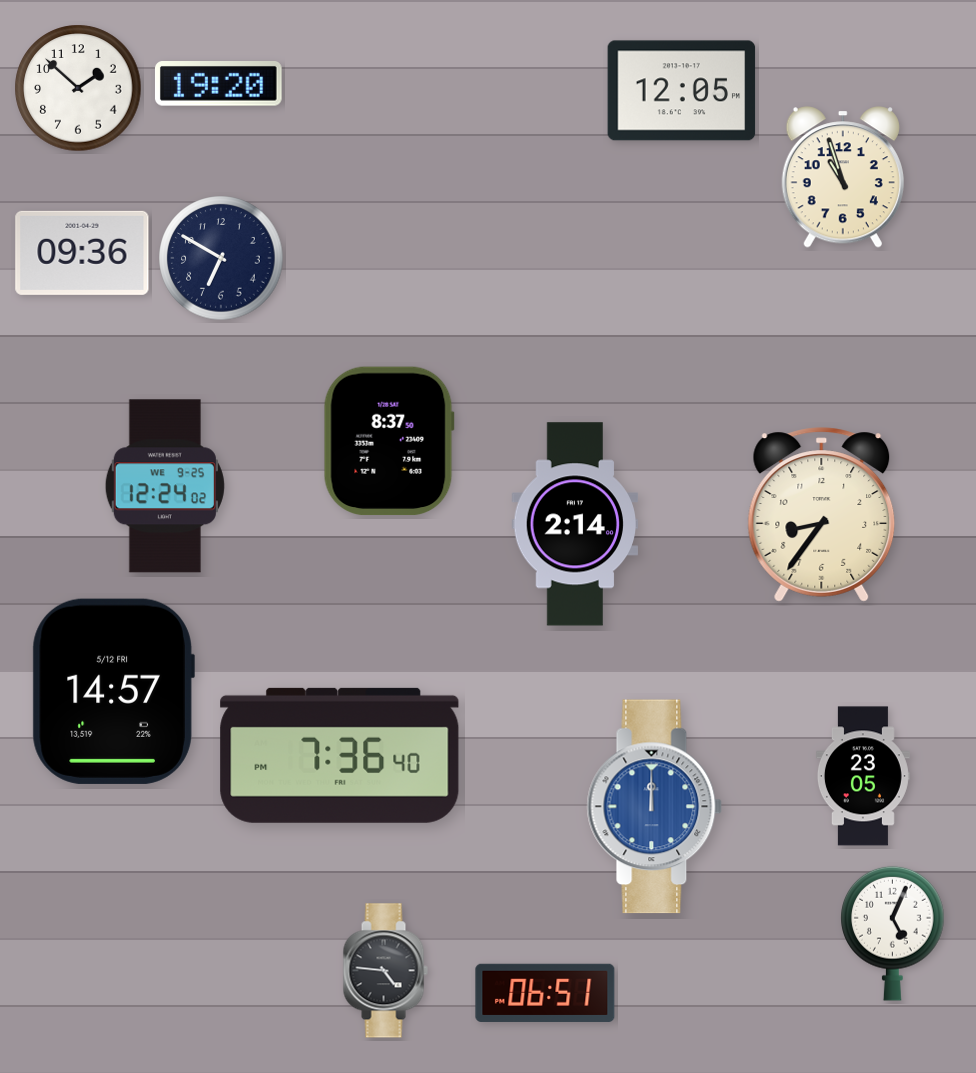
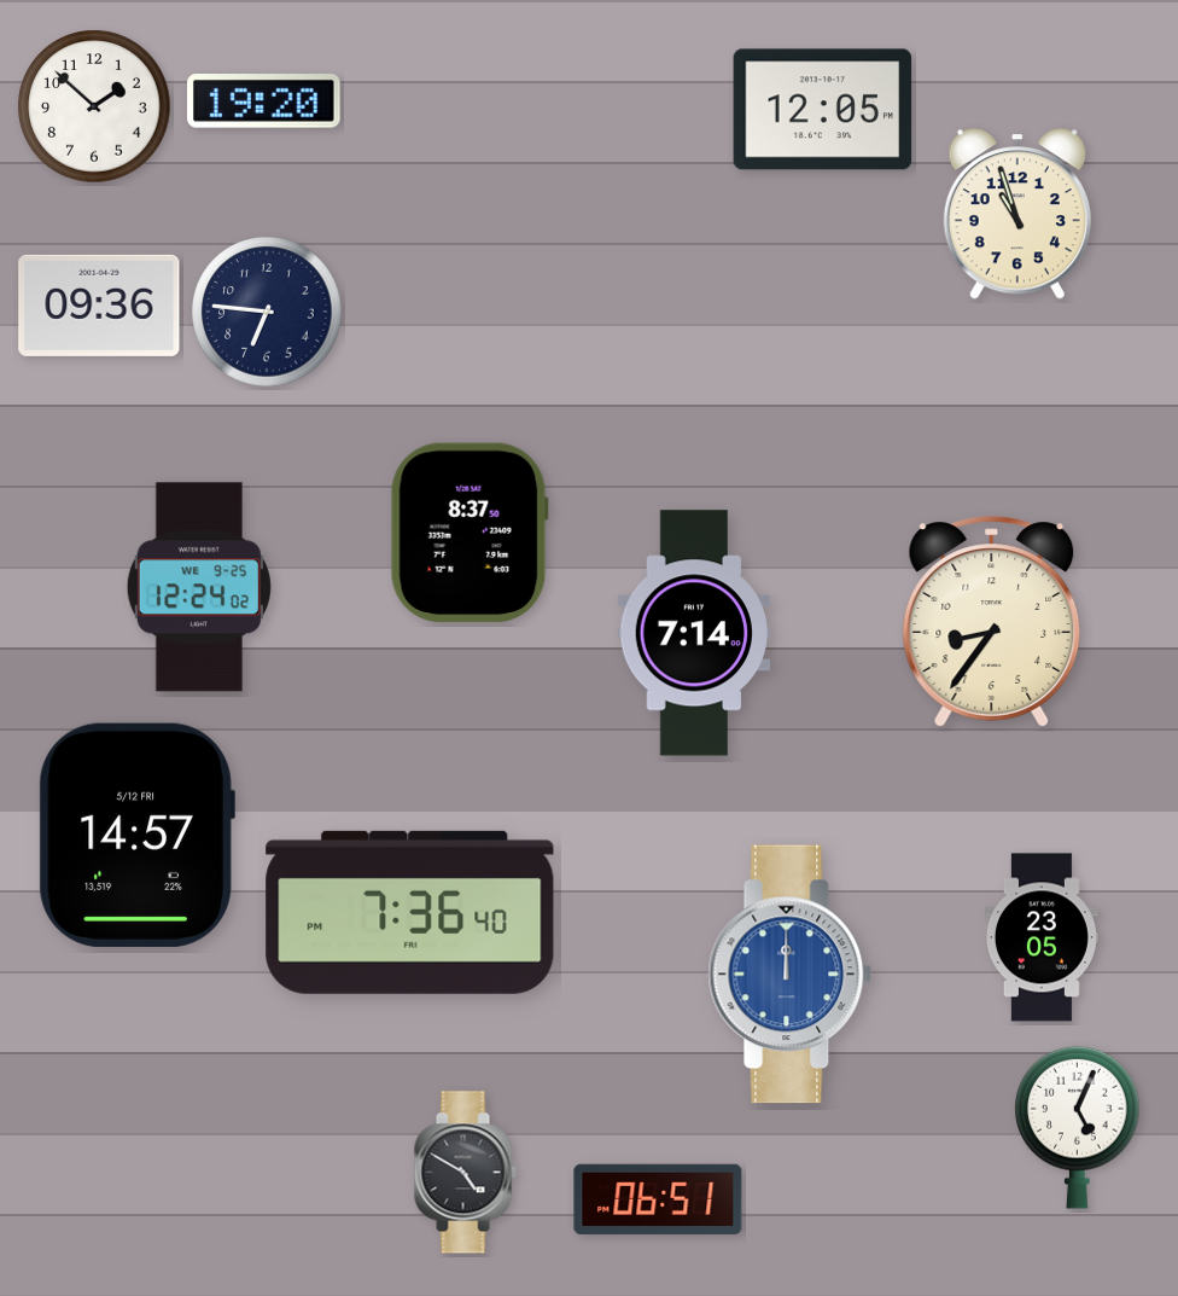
clock at (221, 258): 6:50 -> 6:46
clock at (575, 524): 2:14 -> 7:14
clock at (385, 971): 4:46 -> 4:50
